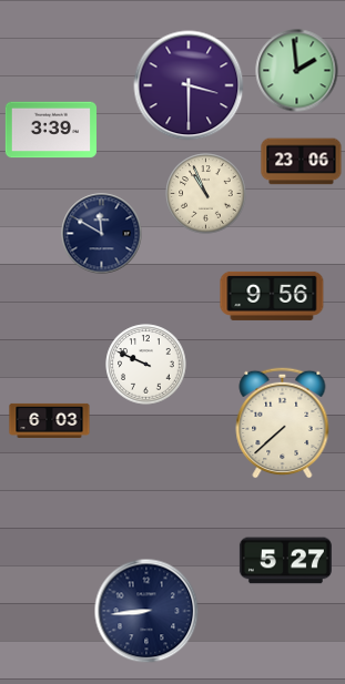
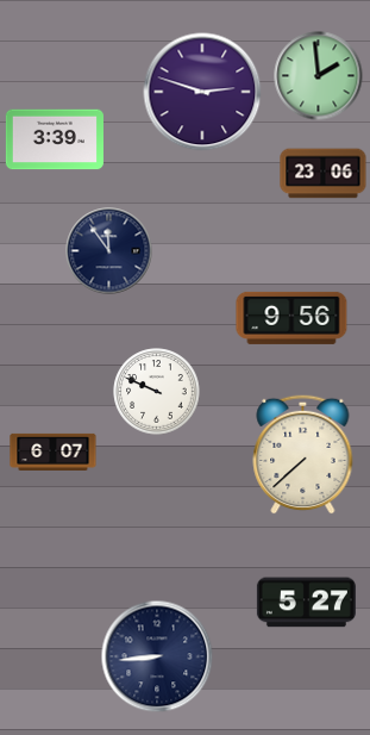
clock at (189, 85): 3:30 -> 2:48
clock at (206, 194): 10:56 -> none
clock at (102, 234): 11:50 -> 11:54
clock at (50, 420): 6:03 -> 6:07
